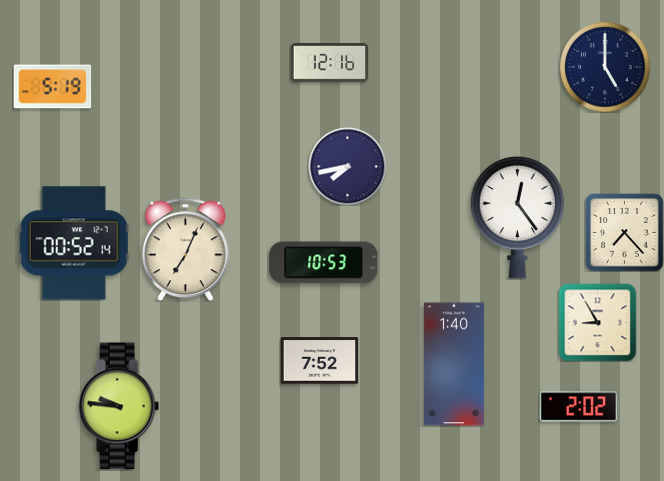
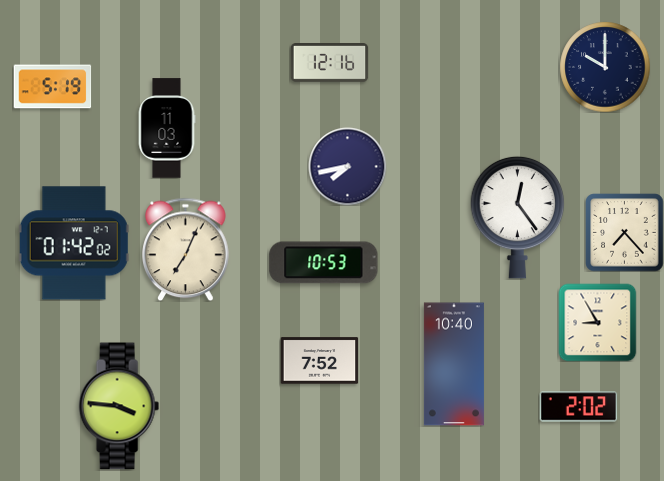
clock at (605, 67): 5:00 -> 10:00
clock at (167, 128): none -> 11:03
clock at (74, 243): 00:52 -> 01:42
clock at (454, 364): 1:40 -> 10:40
clock at (119, 406): 9:46 -> 3:46
